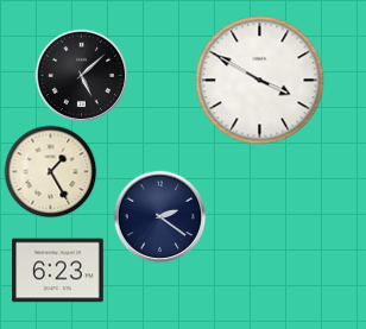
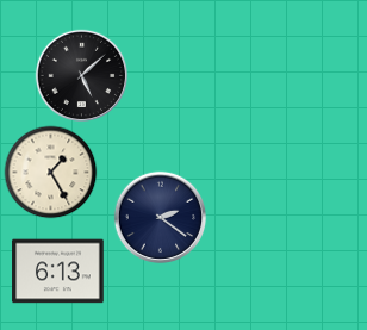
clock at (260, 81): 3:50 -> none
clock at (58, 271): 6:23 -> 6:13
